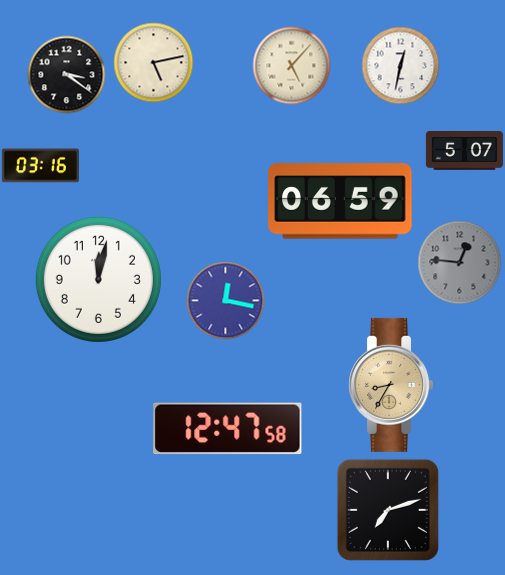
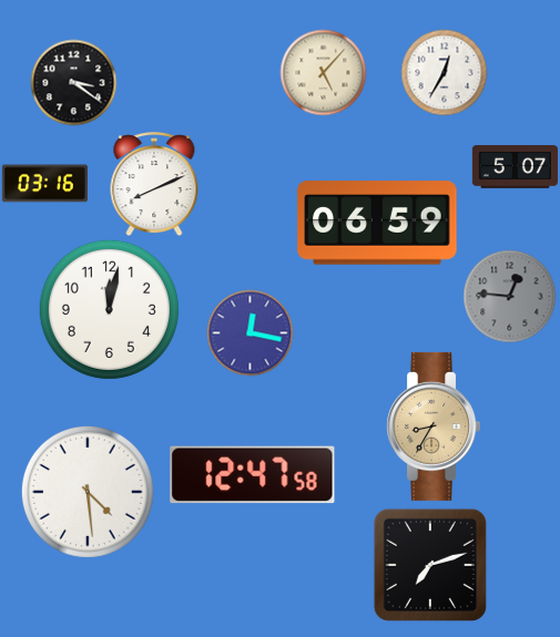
clock at (153, 62): 5:13 -> none
clock at (400, 65): 12:32 -> 12:35
clock at (154, 184): none -> 8:11
clock at (459, 262) position: (459, 262) -> (509, 296)
clock at (88, 492): none -> 4:29
